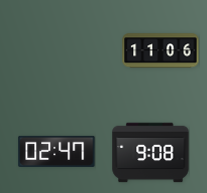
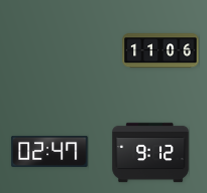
clock at (57, 151) position: (57, 151) -> (50, 151)
clock at (151, 153): 9:08 -> 9:12
